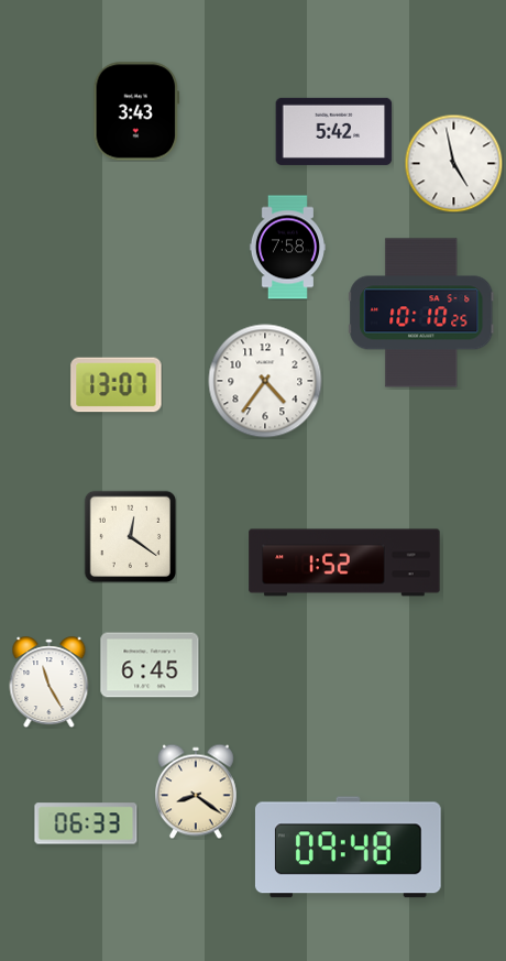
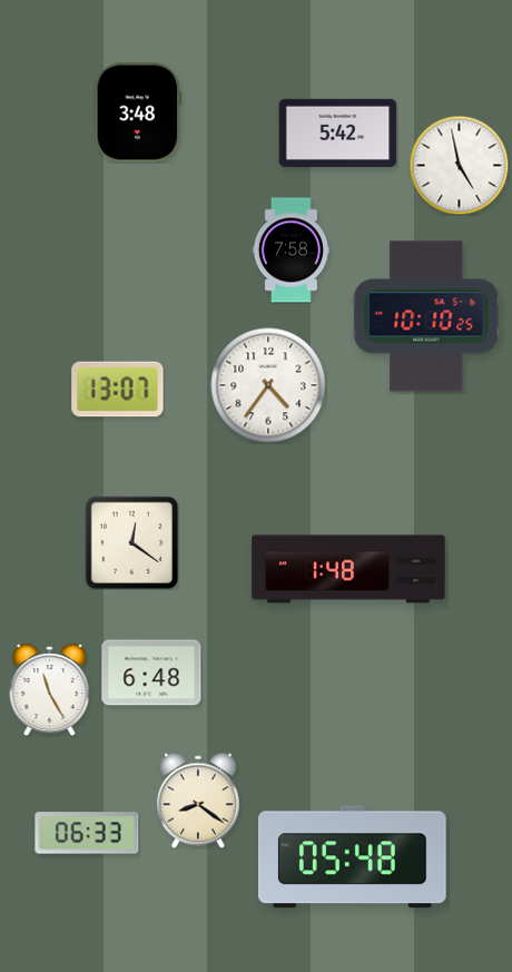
clock at (136, 111): 3:43 -> 3:48
clock at (344, 563): 1:52 -> 1:48
clock at (150, 665): 6:45 -> 6:48
clock at (348, 848): 09:48 -> 05:48
